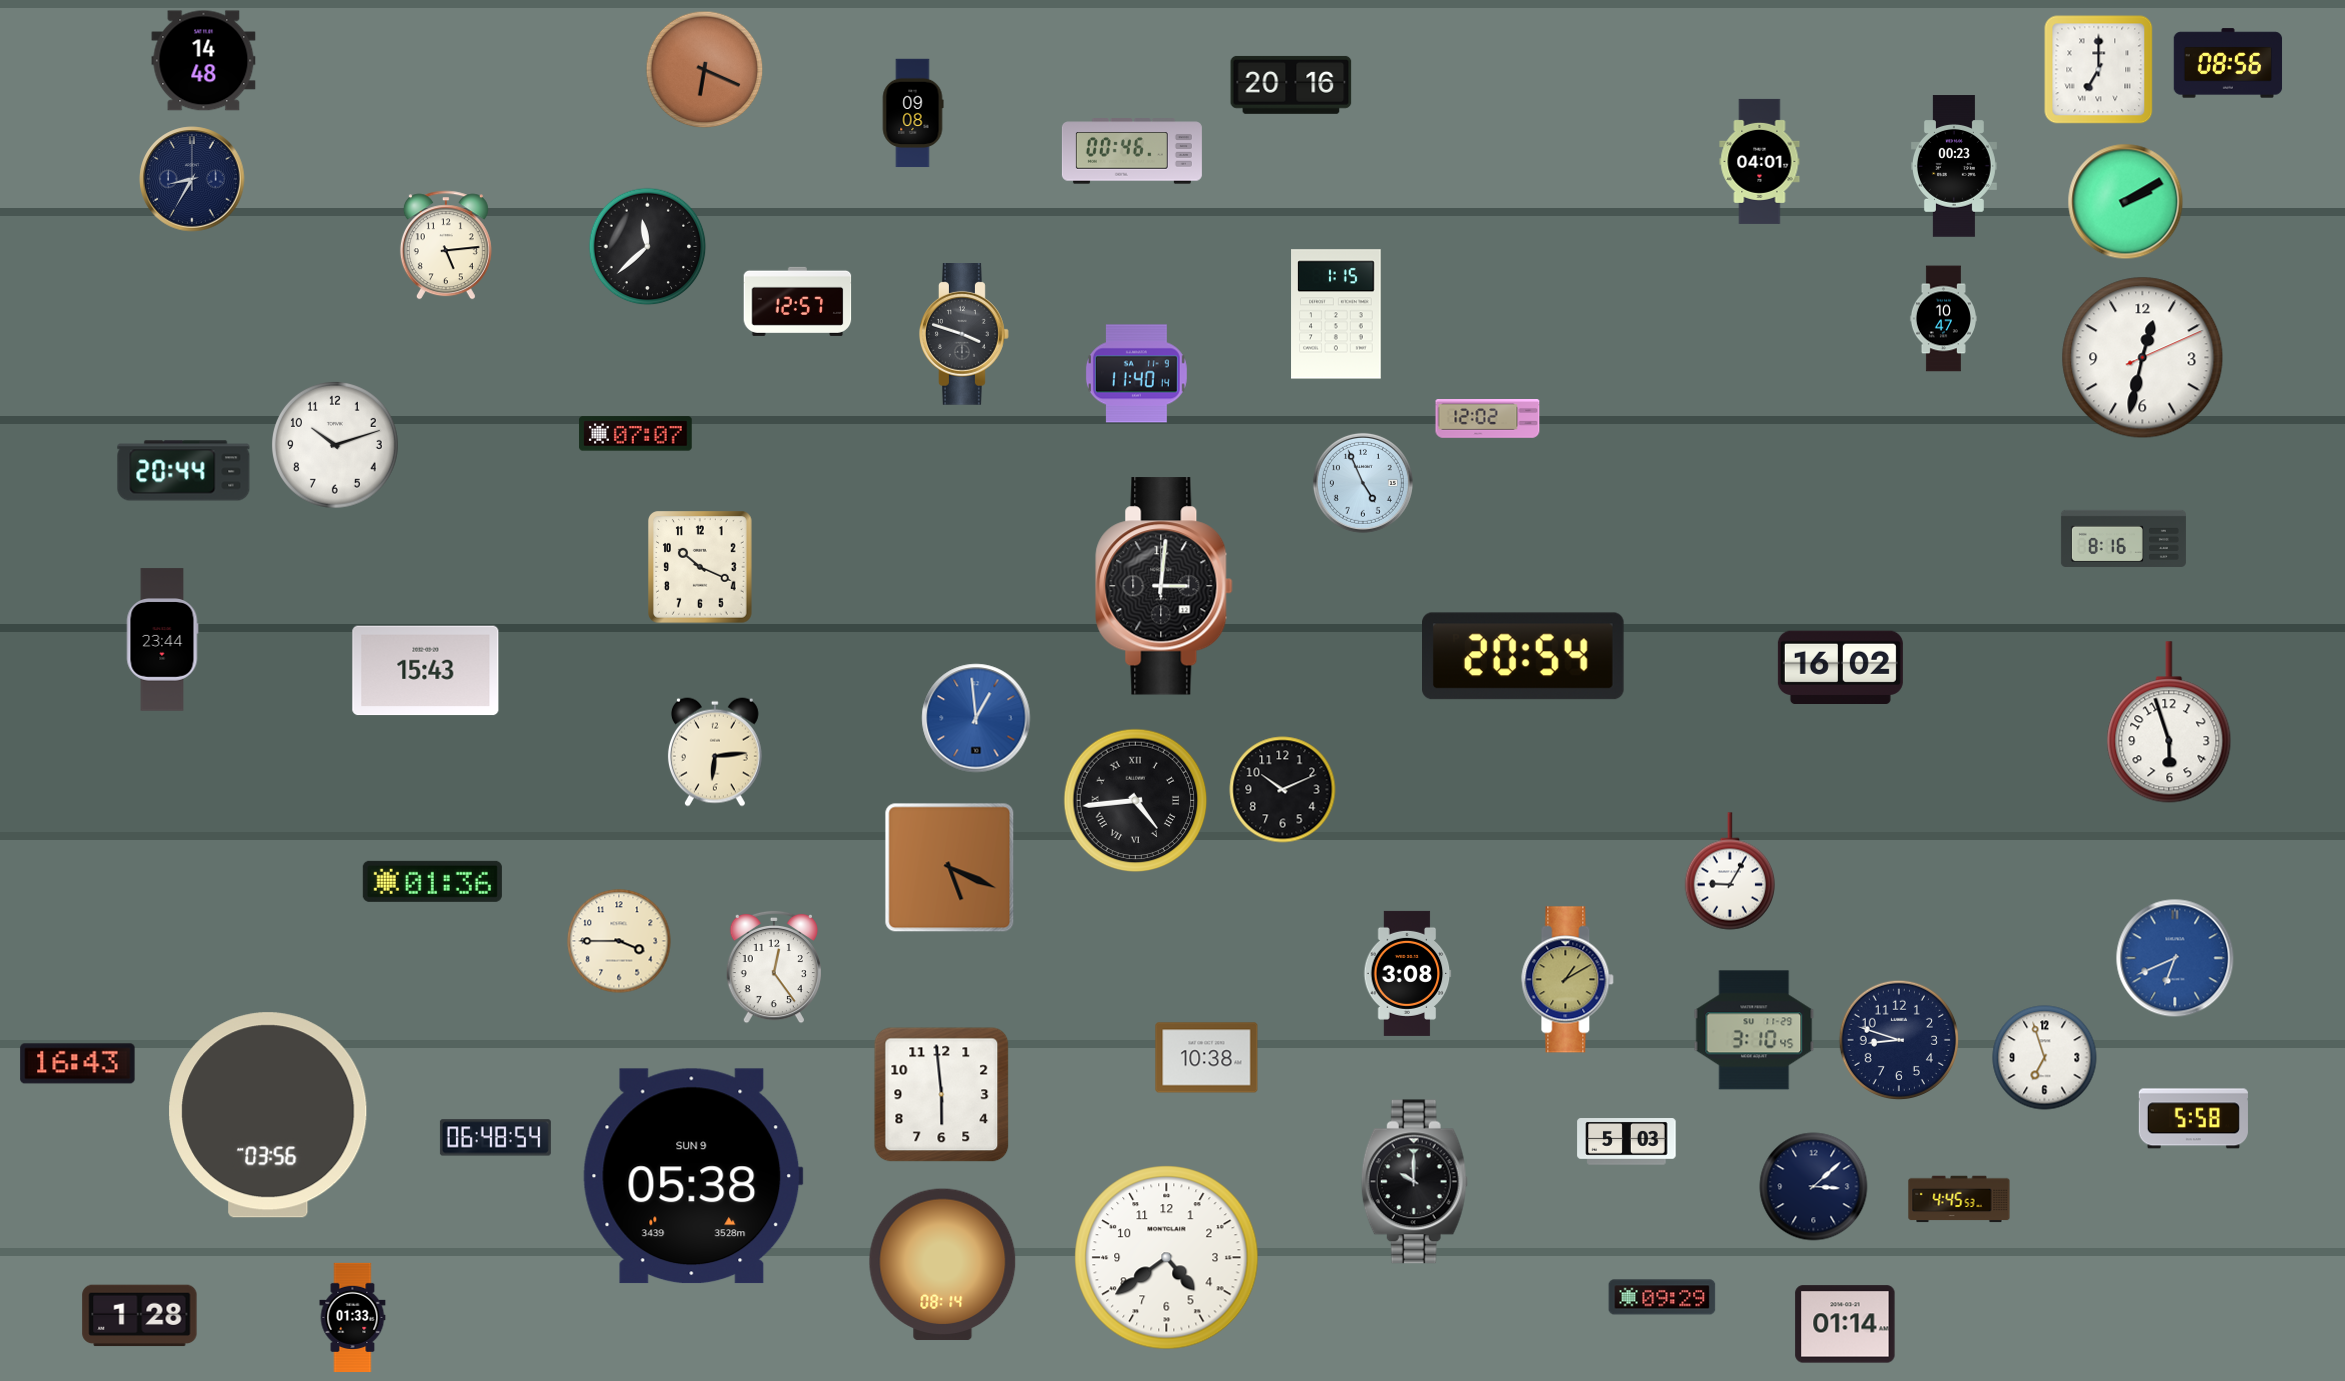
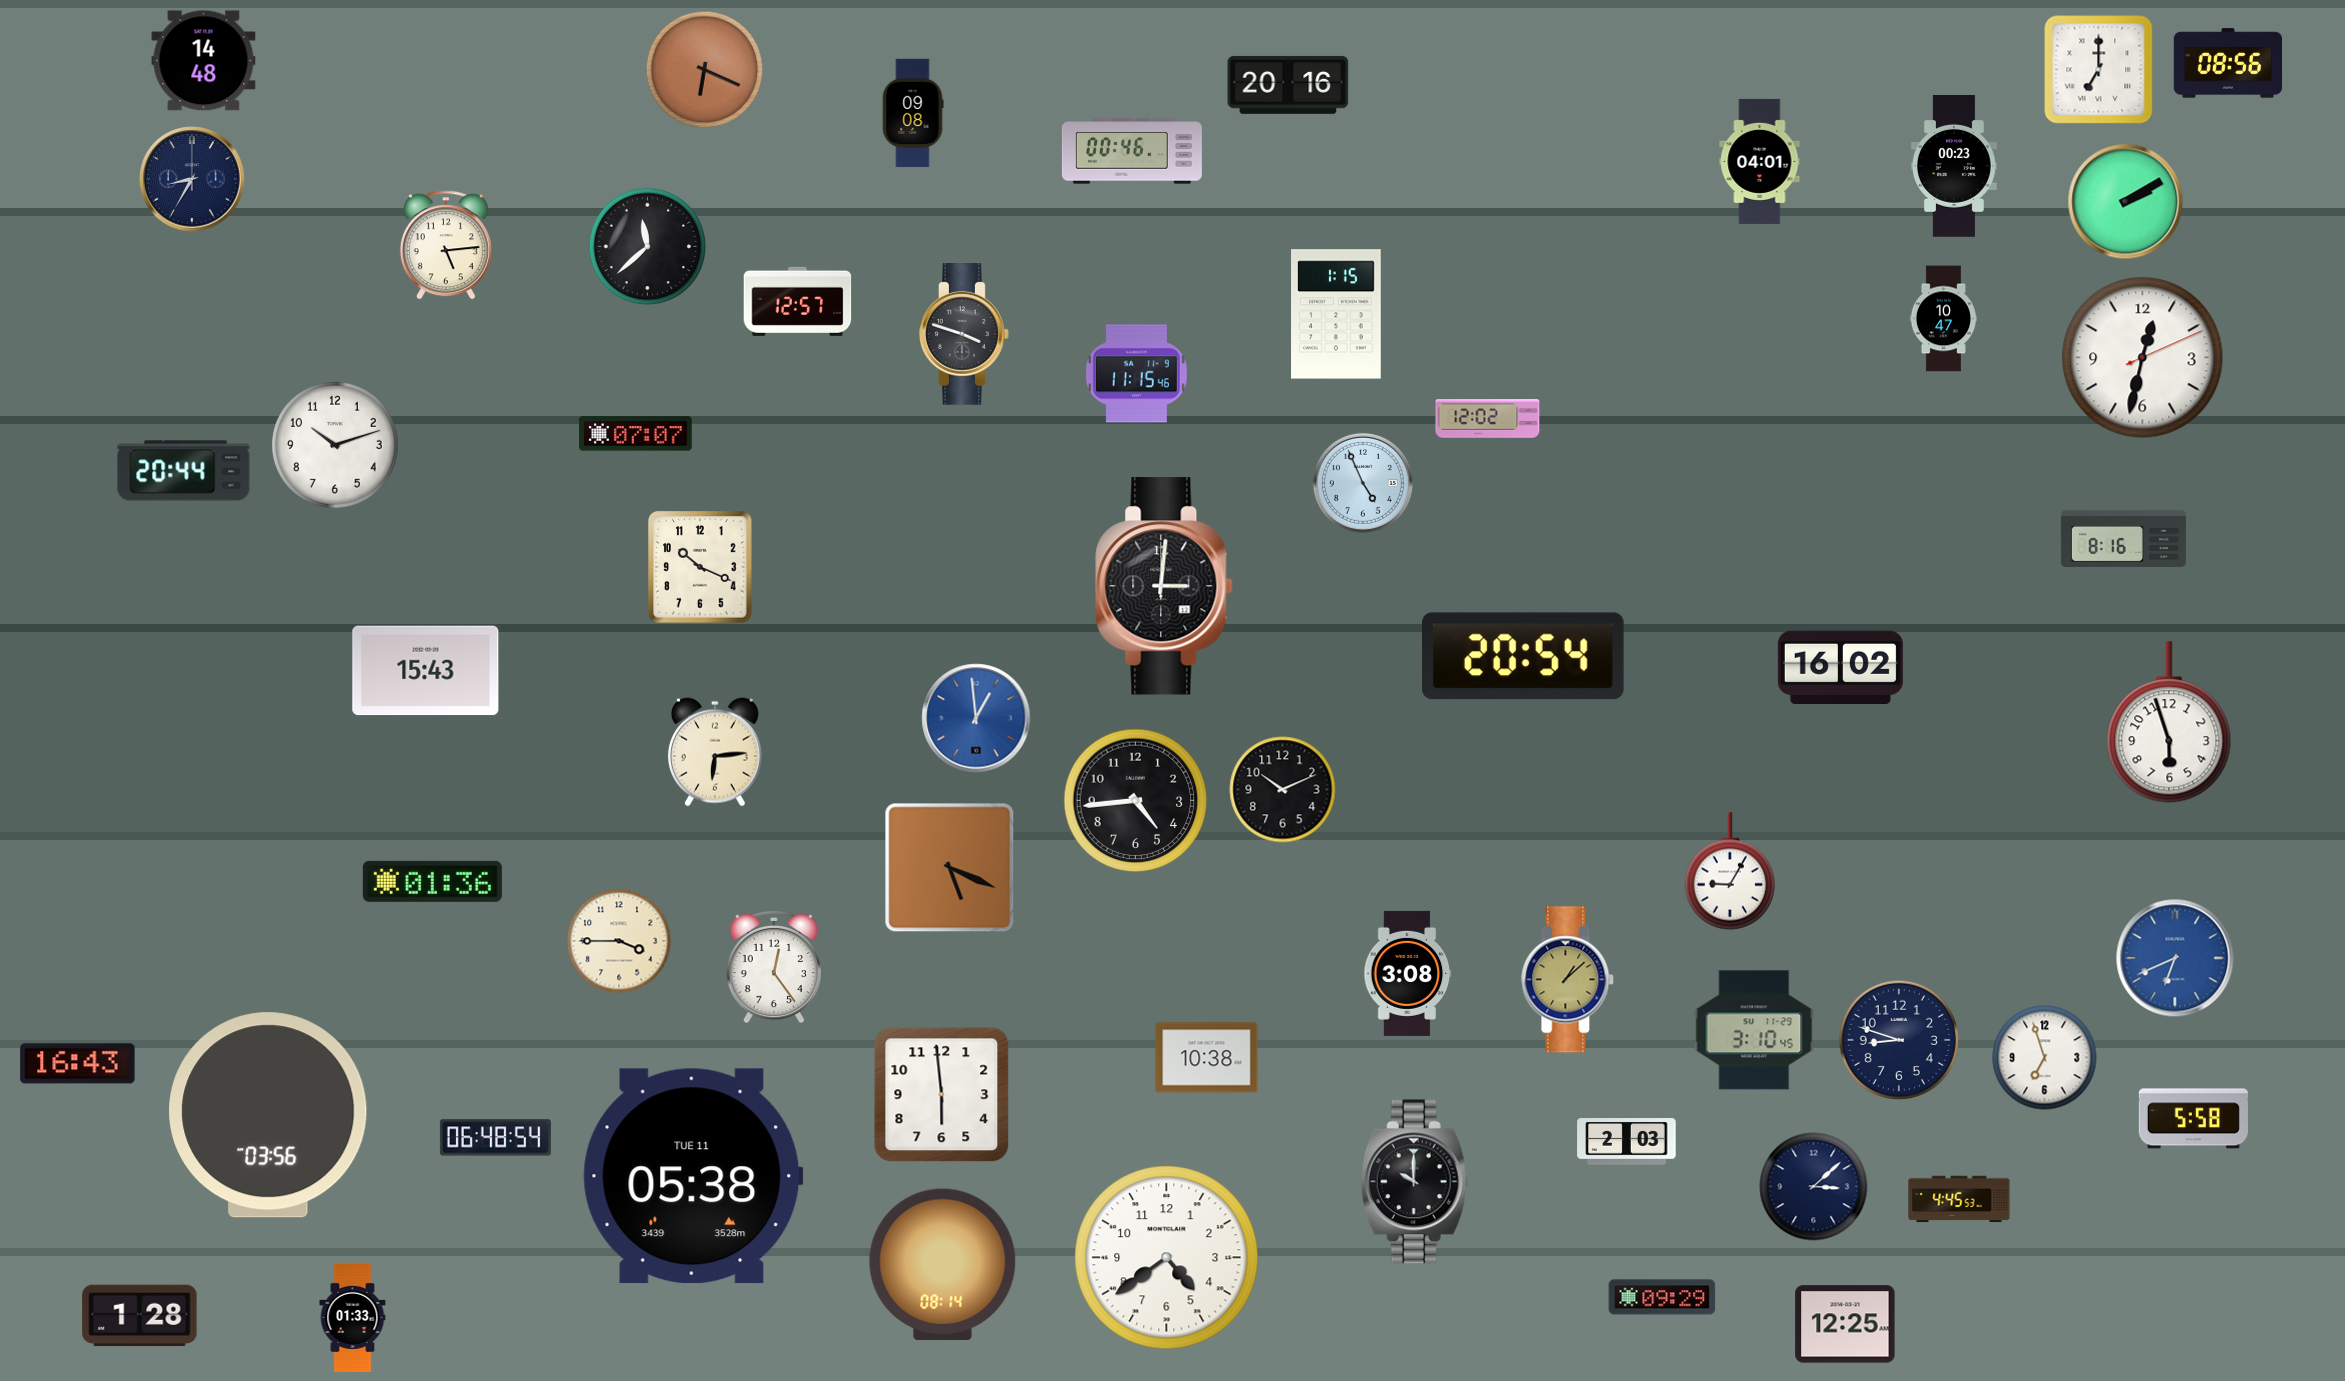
clock at (1291, 85) position: (1291, 85) -> (1288, 85)
clock at (1136, 374): 11:40 -> 11:15
clock at (162, 640): 23:44 -> none
clock at (1136, 801) numerals: Roman -> Arabic
clock at (1568, 980): 1:10 -> 1:08
clock at (1627, 1142): 5:03 -> 2:03
clock at (693, 1176) date: SUN 9 -> TUE 11
clock at (1845, 1324): 01:14 -> 12:25
